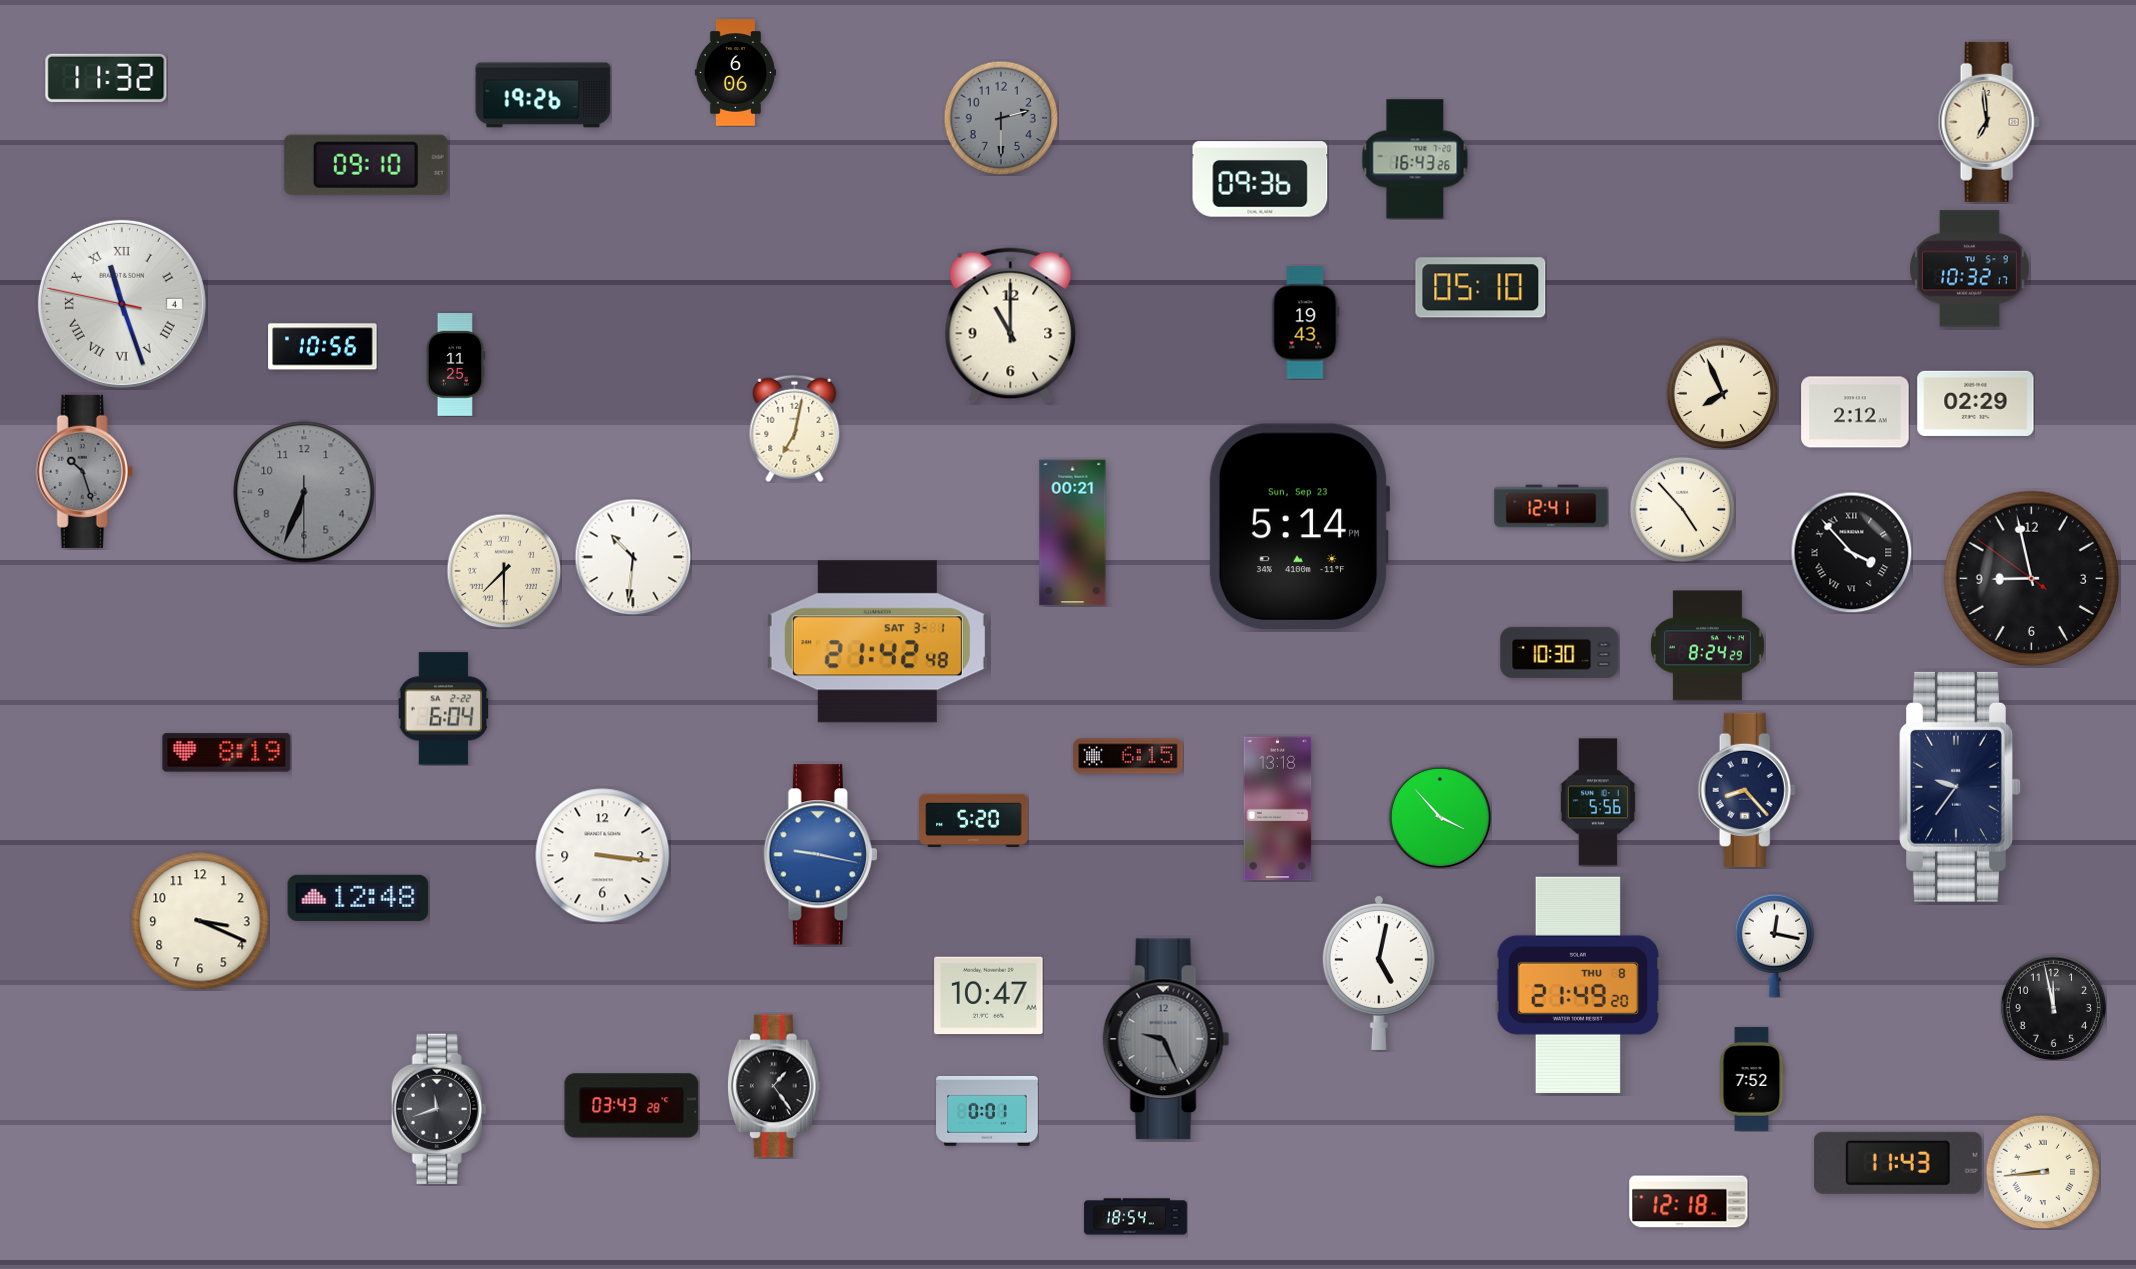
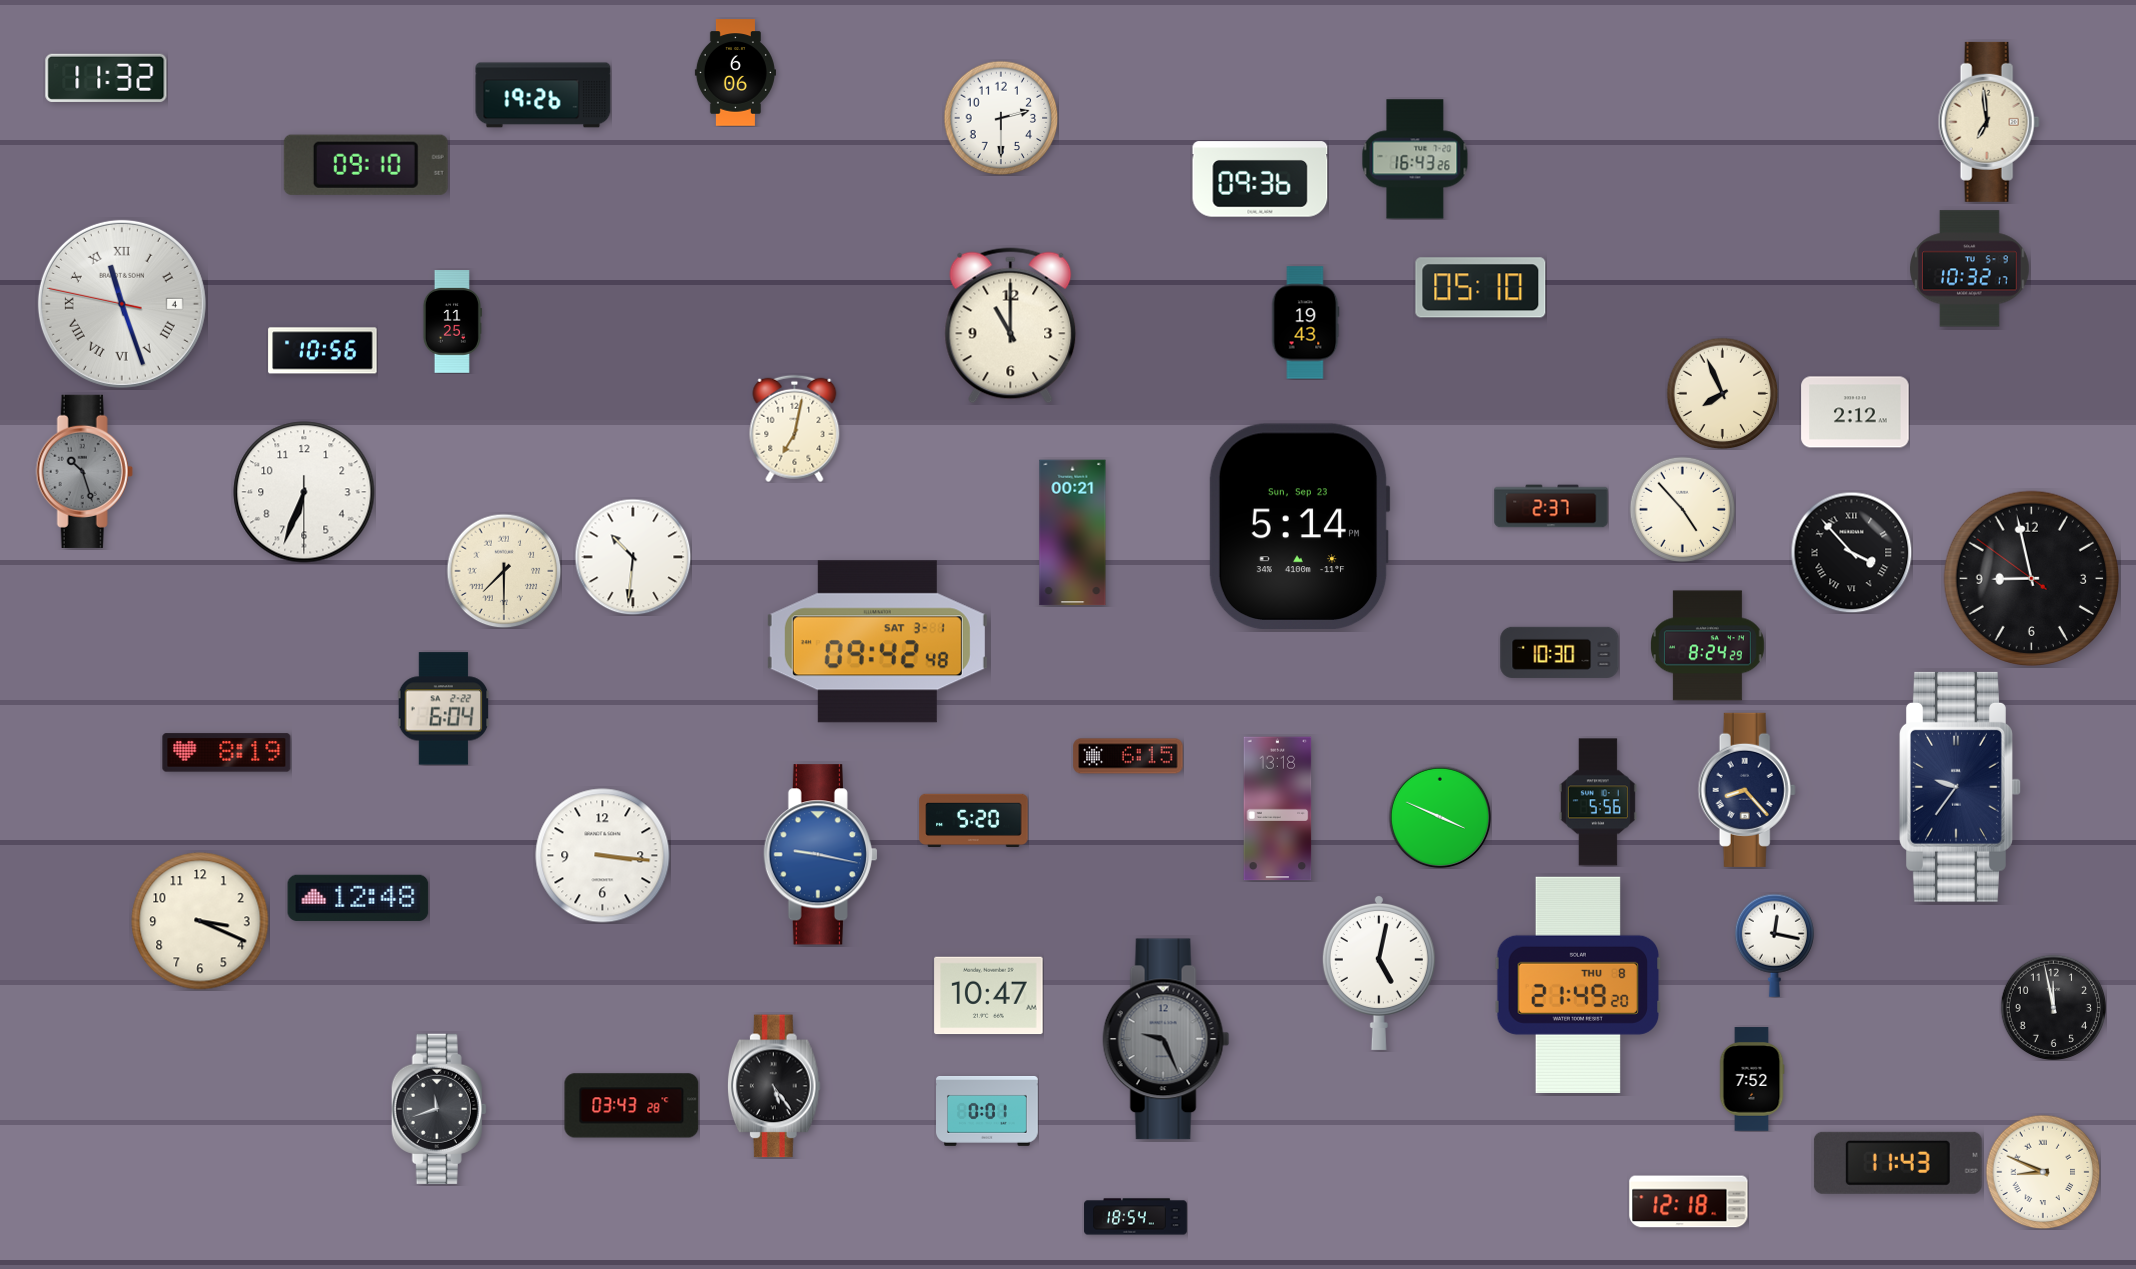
clock at (1001, 118) dial: grey -> white
clock at (323, 347) position: (323, 347) -> (323, 351)
clock at (455, 365) position: (455, 365) -> (452, 322)
clock at (1976, 403): 02:29 -> none
clock at (304, 492) dial: grey -> white
clock at (1551, 506): 12:41 -> 2:37
clock at (877, 642): 21:42 -> 09:42
clock at (1440, 817): 3:53 -> 3:49
clock at (774, 1086): 1:24 -> 5:24
clock at (2043, 1172): 8:44 -> 8:49
